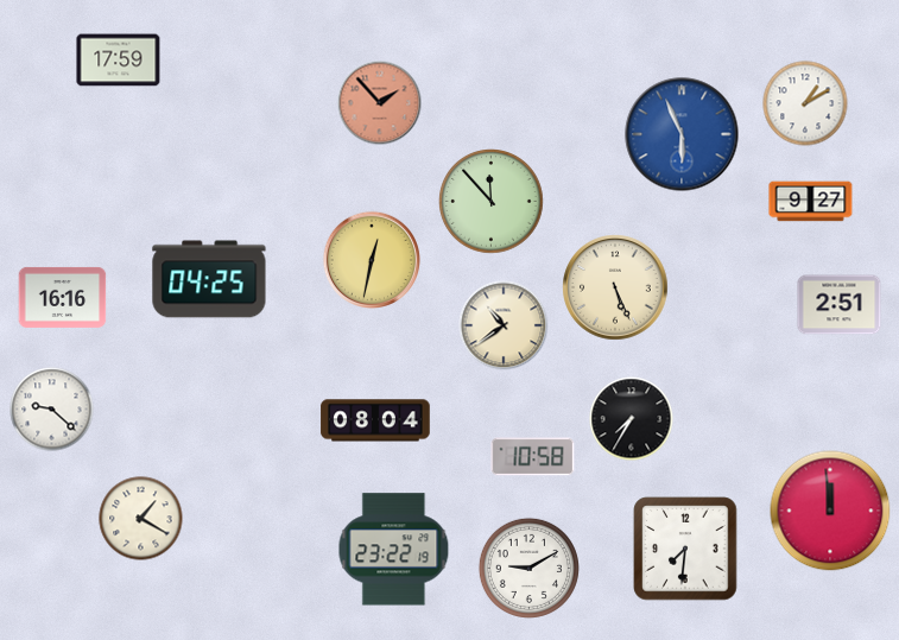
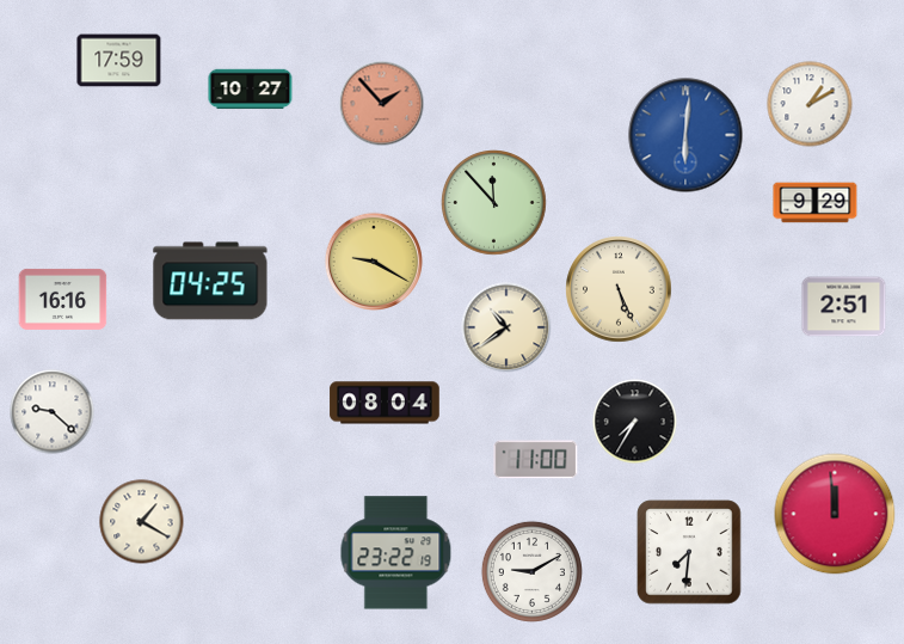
clock at (251, 90): none -> 10:27
clock at (682, 134): 5:56 -> 6:01
clock at (811, 202): 9:27 -> 9:29
clock at (372, 260): 12:32 -> 9:20
clock at (375, 420) position: (375, 420) -> (385, 403)
clock at (533, 457): 10:58 -> 11:00
